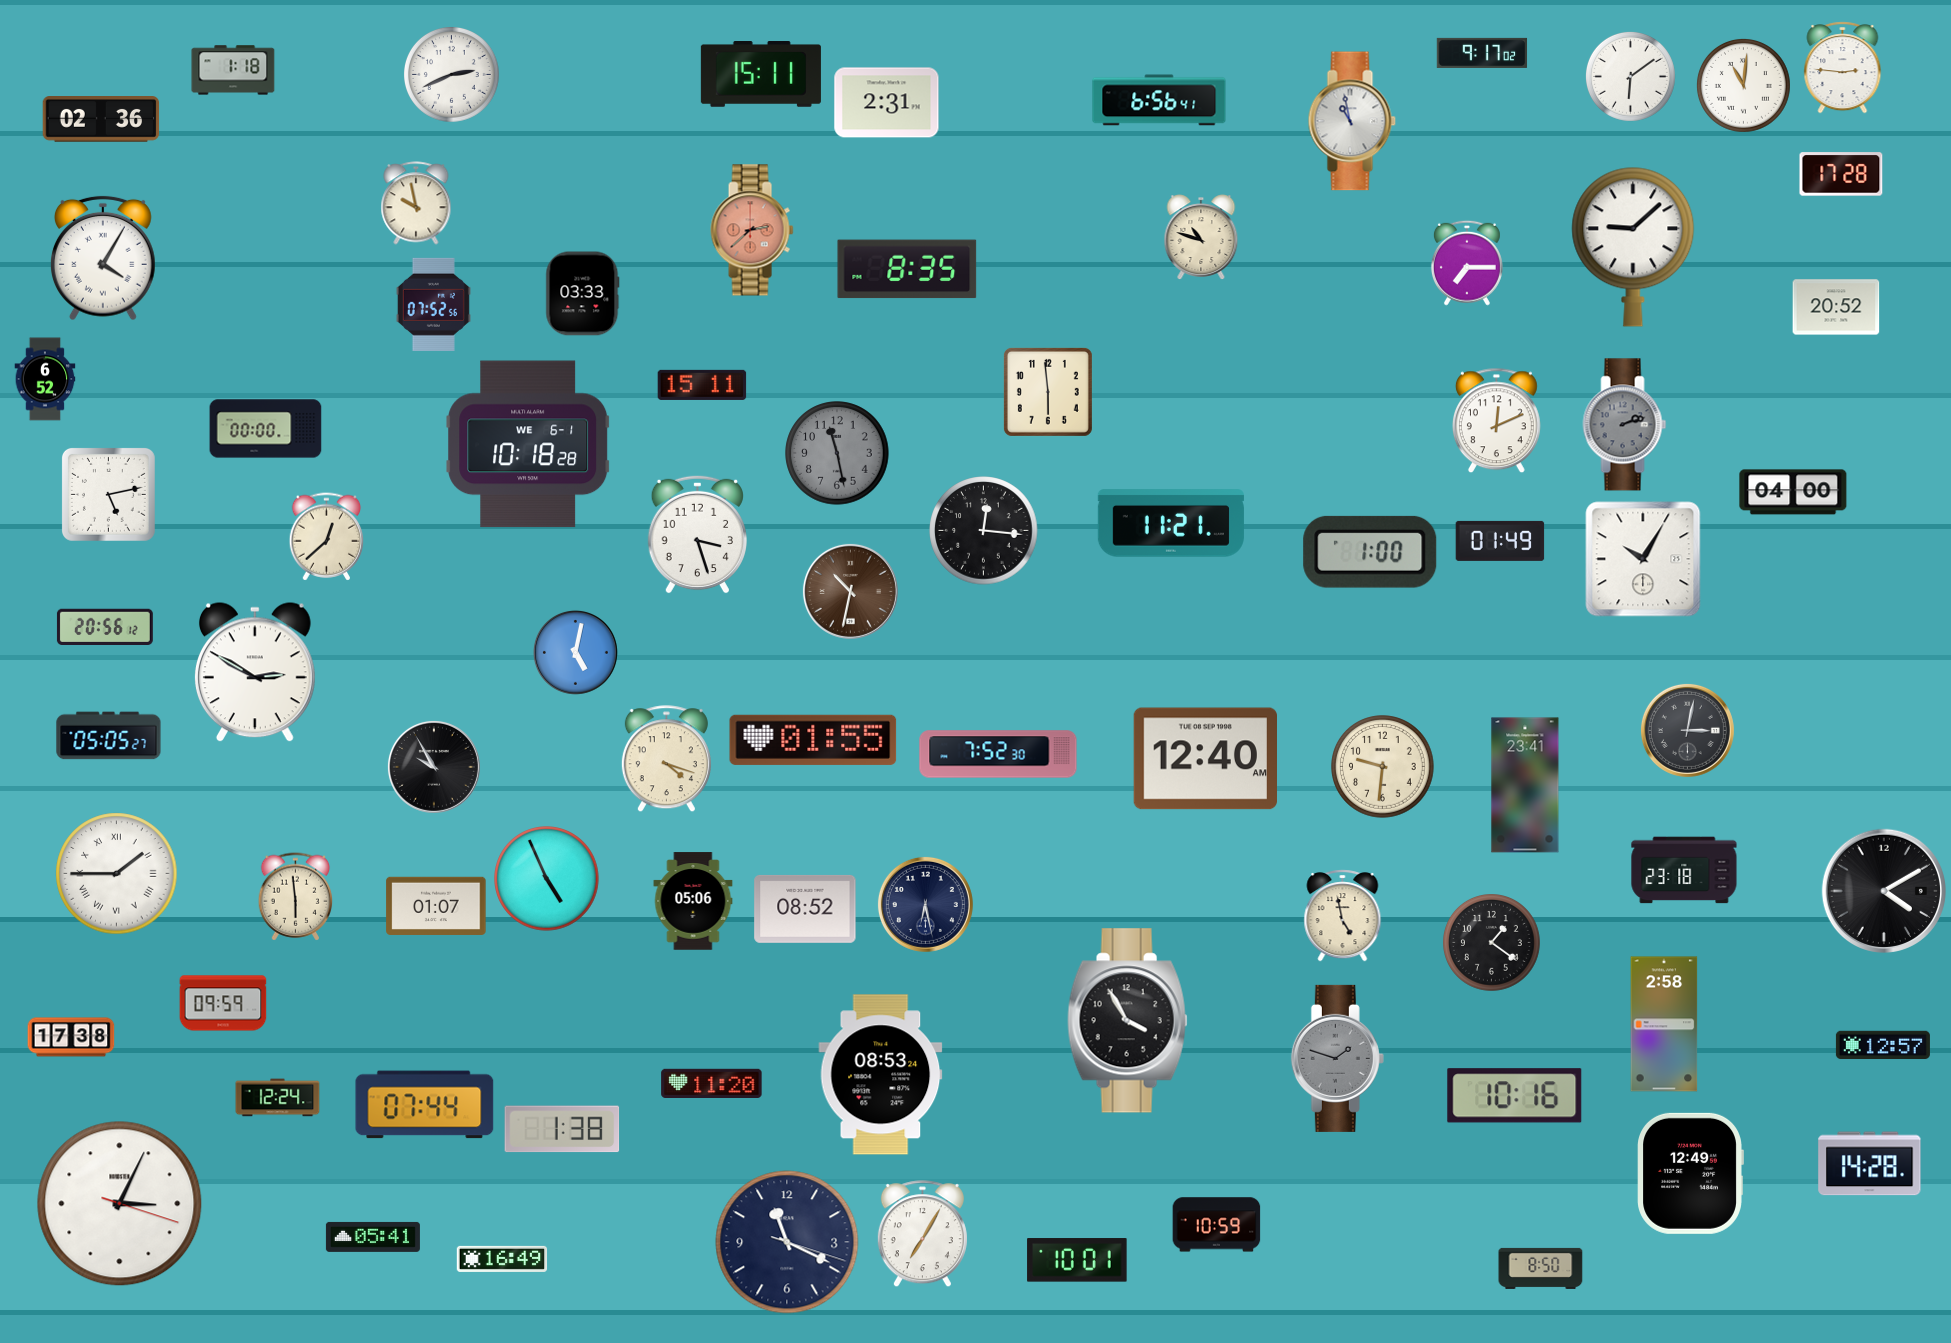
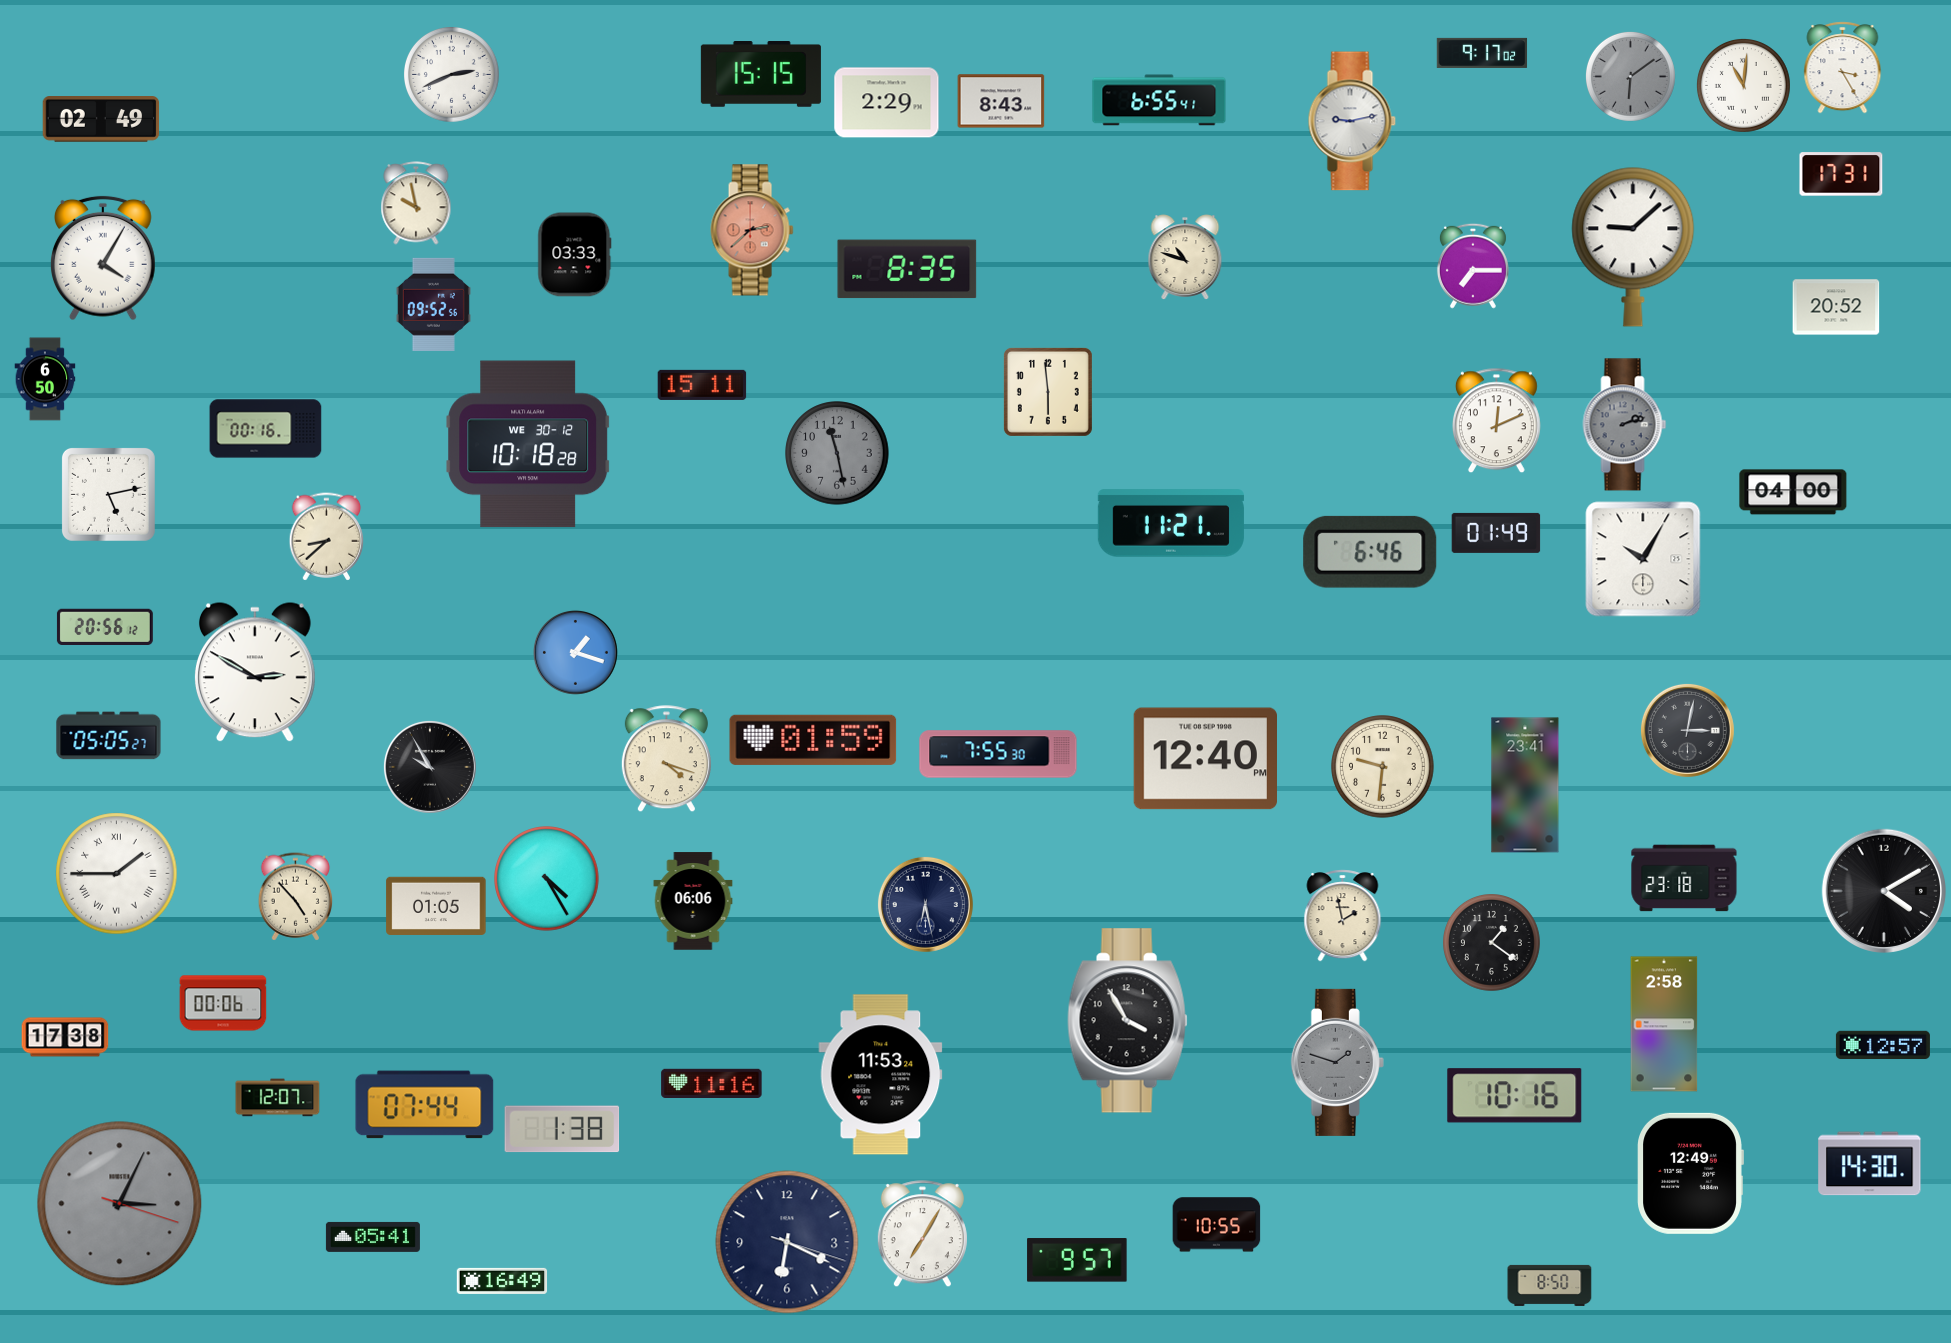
clock at (1843, 68): 2:46 -> 3:25
clock at (233, 70): 1:18 -> none
clock at (761, 75): 15:11 -> 15:15
clock at (1630, 76) dial: white -> grey
clock at (1159, 100): 6:56 -> 6:55
clock at (1001, 101): none -> 8:43
clock at (887, 103): 2:31 -> 2:29
clock at (101, 120): 02:36 -> 02:49
clock at (1352, 121): 10:58 -> 9:13
clock at (1841, 174): 17:28 -> 17:31
clock at (1201, 237) position: (1201, 237) -> (1185, 257)
clock at (1467, 263) position: (1467, 263) -> (1473, 266)
clock at (583, 294) position: (583, 294) -> (575, 255)
clock at (433, 304): 07:52 -> 09:52
clock at (45, 379): 6:52 -> 6:50
clock at (266, 429): 00:00 -> 00:16
clock at (528, 444) date: WE 6-1 -> WE 30-12
clock at (984, 531): 12:16 -> none
clock at (697, 534): 3:27 -> none
clock at (327, 537): 12:38 -> 8:38
clock at (1500, 541) position: (1500, 541) -> (1496, 533)
clock at (1370, 552): 1:00 -> 6:46
clock at (850, 591): 10:32 -> none
clock at (576, 653): 5:02 -> 1:18
clock at (813, 740): 01:55 -> 01:59
clock at (998, 754): 7:52 -> 7:55
clock at (1205, 759): 12:40 AM -> 12:40 PM
clock at (434, 767) position: (434, 767) -> (430, 767)
clock at (1684, 870) position: (1684, 870) -> (1684, 878)
clock at (547, 879): 4:56 -> 4:25
clock at (296, 897): 5:59 -> 4:53
clock at (693, 901): 05:06 -> 06:06
clock at (436, 905): 01:07 -> 01:05
clock at (805, 909): 08:52 -> none
clock at (1343, 916): 4:58 -> 1:58
clock at (223, 1003): 09:59 -> 00:06
clock at (71, 1037) position: (71, 1037) -> (65, 1037)
clock at (1337, 1058) position: (1337, 1058) -> (1337, 1062)
clock at (881, 1075): 08:53 -> 11:53
clock at (712, 1083): 11:20 -> 11:16
clock at (278, 1098): 12:24 -> 12:07
clock at (1870, 1164): 14:28 -> 14:30
clock at (120, 1204) dial: white -> grey
clock at (1217, 1225): 10:59 -> 10:55
clock at (787, 1242): 11:19 -> 6:19
clock at (502, 1259) position: (502, 1259) -> (502, 1281)
clock at (1077, 1260): 10:01 -> 9:57
clock at (1541, 1268) position: (1541, 1268) -> (1550, 1285)
